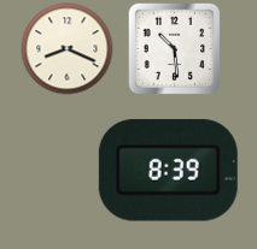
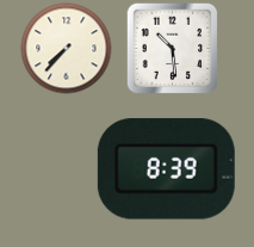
clock at (68, 49): 8:19 -> 7:37
